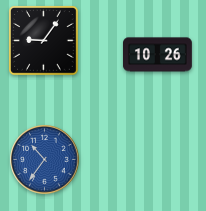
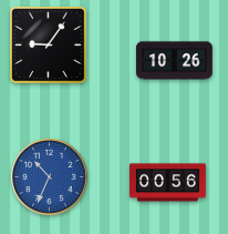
clock at (45, 160): 10:36 -> 10:34
clock at (168, 183): none -> 00:56
